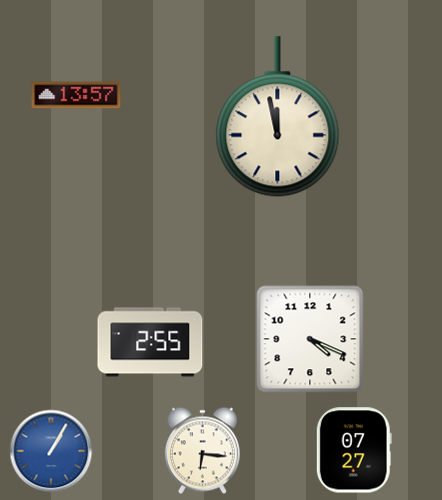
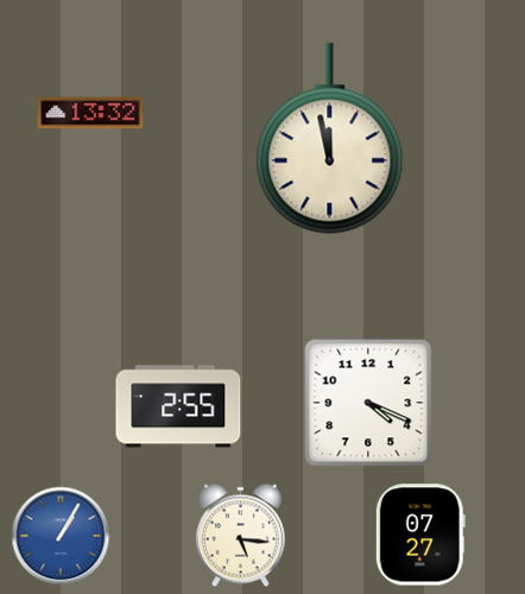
clock at (76, 95): 13:57 -> 13:32
clock at (202, 451): 6:16 -> 5:16
